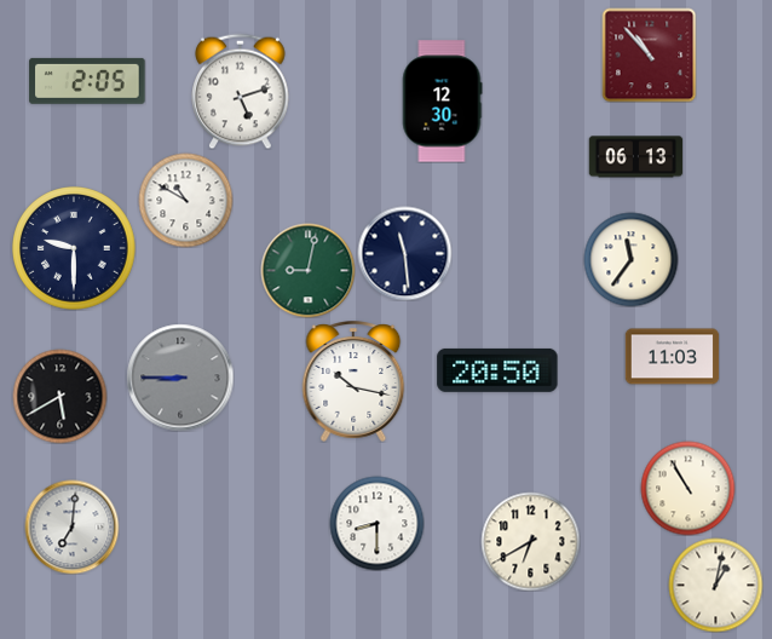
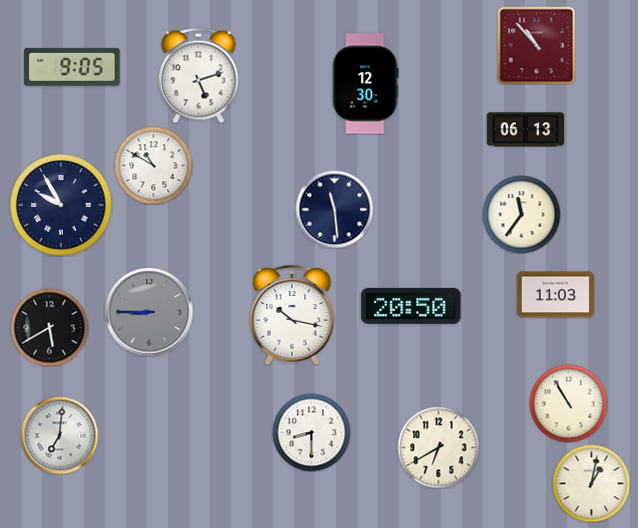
clock at (87, 81): 2:05 -> 9:05
clock at (74, 248): 9:30 -> 9:55
clock at (307, 270): 9:02 -> none
